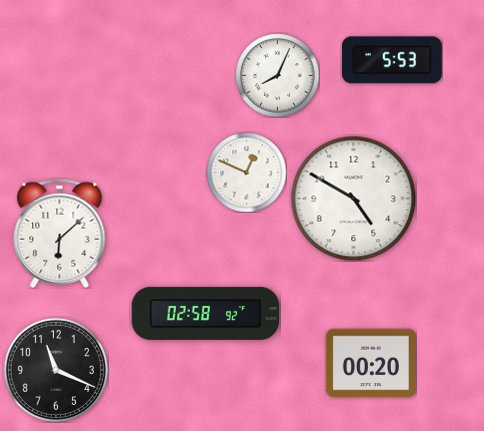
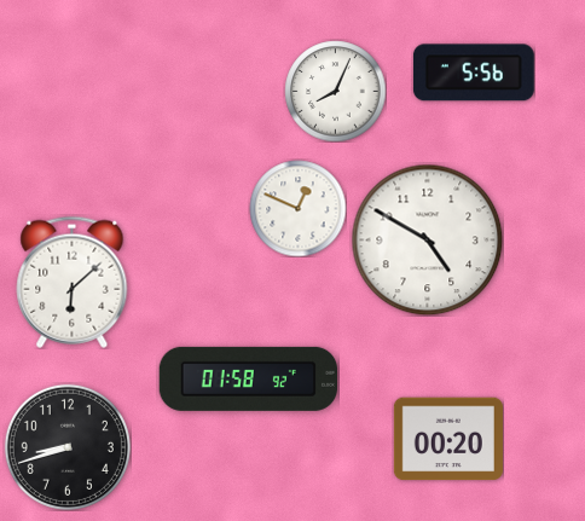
clock at (392, 60): 5:53 -> 5:56
clock at (205, 313): 02:58 -> 01:58
clock at (56, 370): 11:19 -> 8:42
